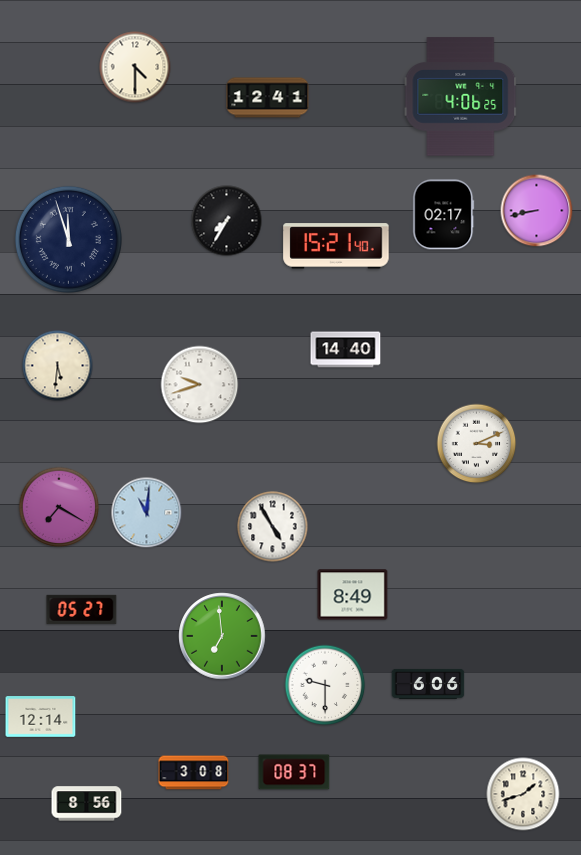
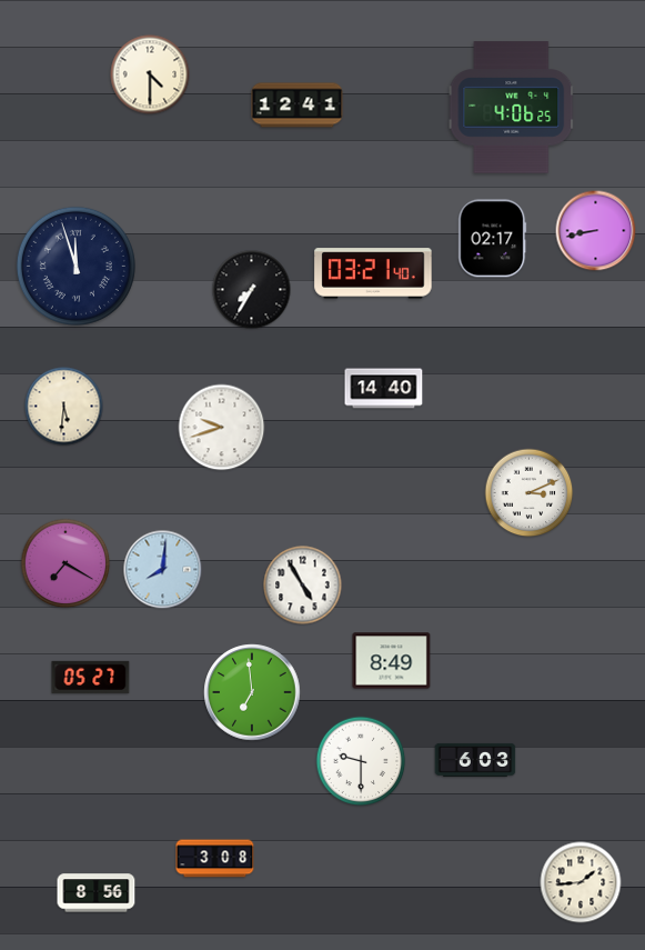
clock at (268, 98) position: (268, 98) -> (298, 106)
clock at (537, 211) position: (537, 211) -> (596, 231)
clock at (227, 221) position: (227, 221) -> (252, 290)
clock at (336, 246): 15:21 -> 03:21
clock at (147, 513): 11:01 -> 8:01
clock at (222, 636) position: (222, 636) -> (252, 692)
clock at (428, 684): 6:06 -> 6:03
clock at (41, 717): 12:14 -> none
clock at (294, 772): 08:37 -> none
clock at (523, 794): 1:42 -> 1:44
